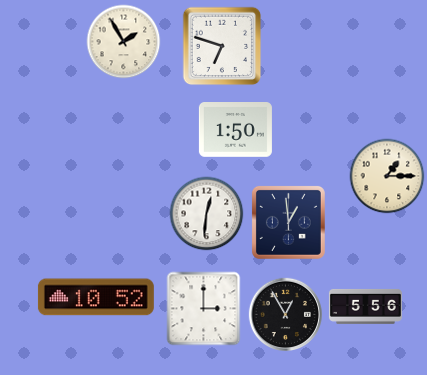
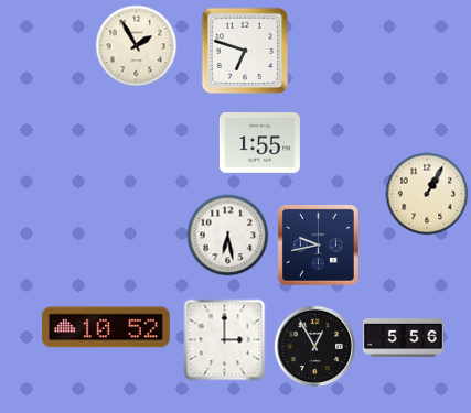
clock at (235, 130): 1:50 -> 1:55
clock at (387, 176): 1:15 -> 1:05
clock at (207, 214): 12:31 -> 6:28
clock at (288, 222): 12:59 -> 9:43
